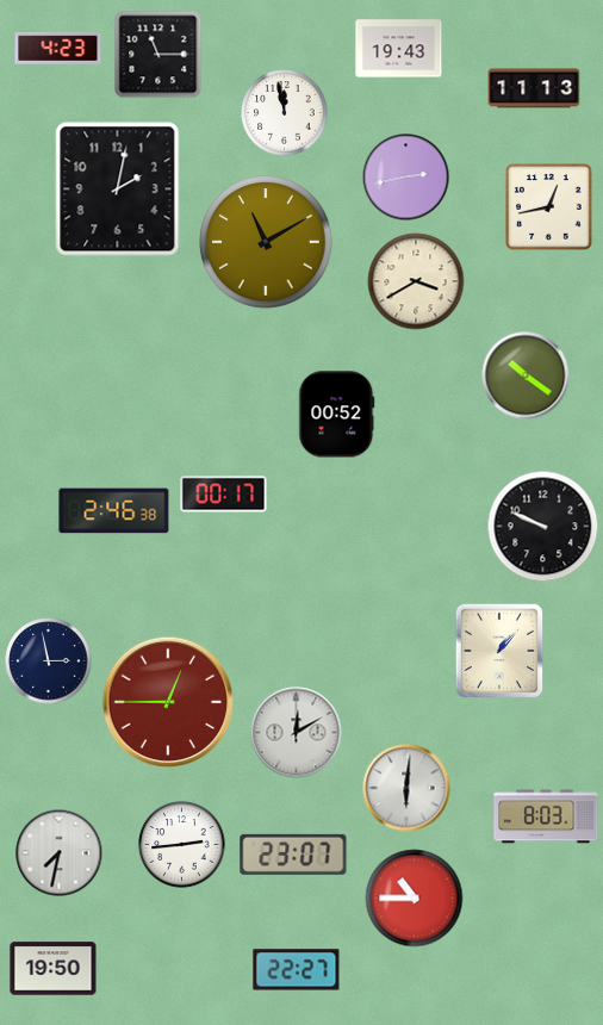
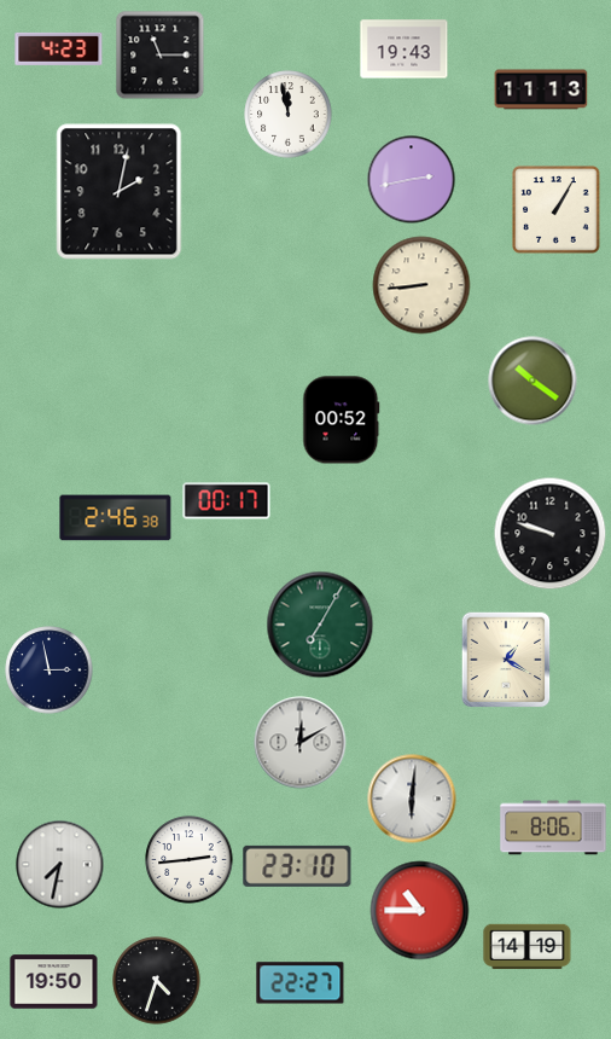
clock at (549, 207): 12:43 -> 1:05
clock at (267, 243): 11:10 -> none
clock at (416, 281): 3:40 -> 8:44
clock at (543, 527): 9:49 -> 9:48
clock at (320, 625): none -> 7:05
clock at (499, 651): 1:07 -> 1:20
clock at (168, 702): 12:45 -> none
clock at (546, 816): 8:03 -> 8:06
clock at (182, 845) position: (182, 845) -> (190, 860)
clock at (293, 855): 23:07 -> 23:10
clock at (528, 947): none -> 14:19
clock at (157, 981): none -> 4:33
